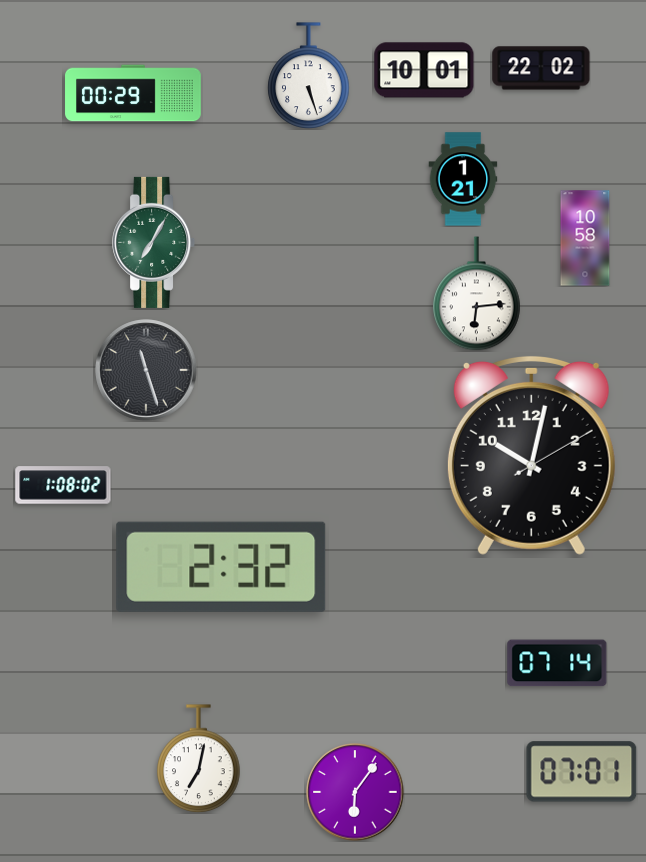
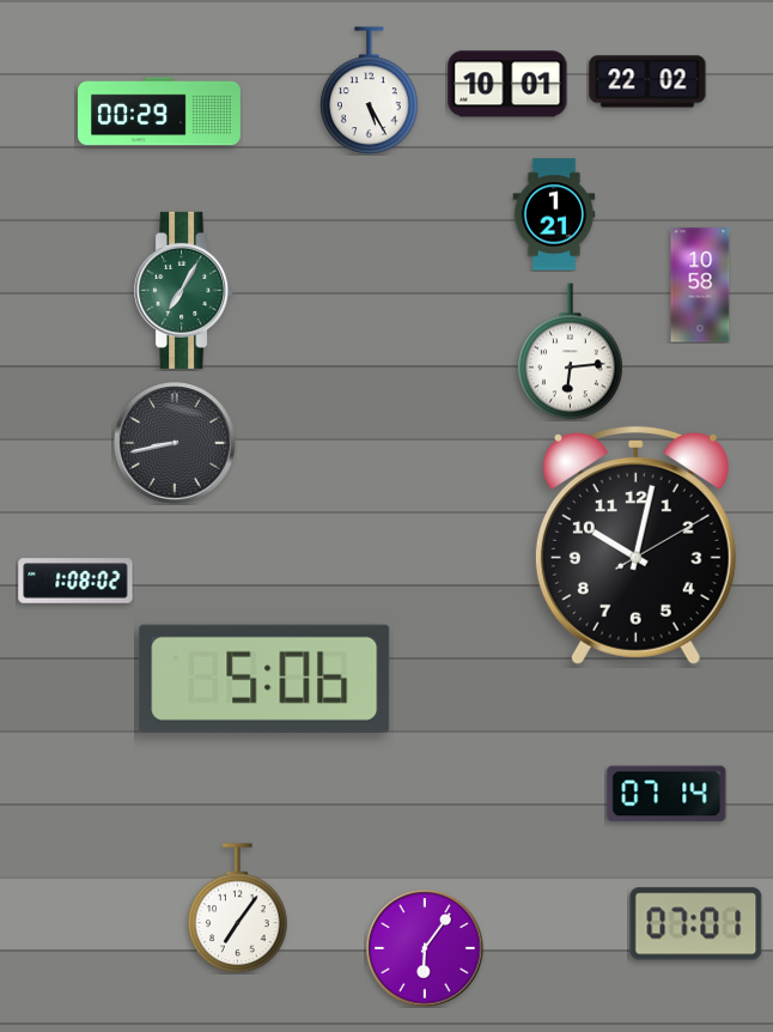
clock at (309, 76): 5:27 -> 5:25
clock at (146, 370): 11:27 -> 8:43
clock at (221, 567): 2:32 -> 5:06
clock at (199, 759): 7:02 -> 7:06
